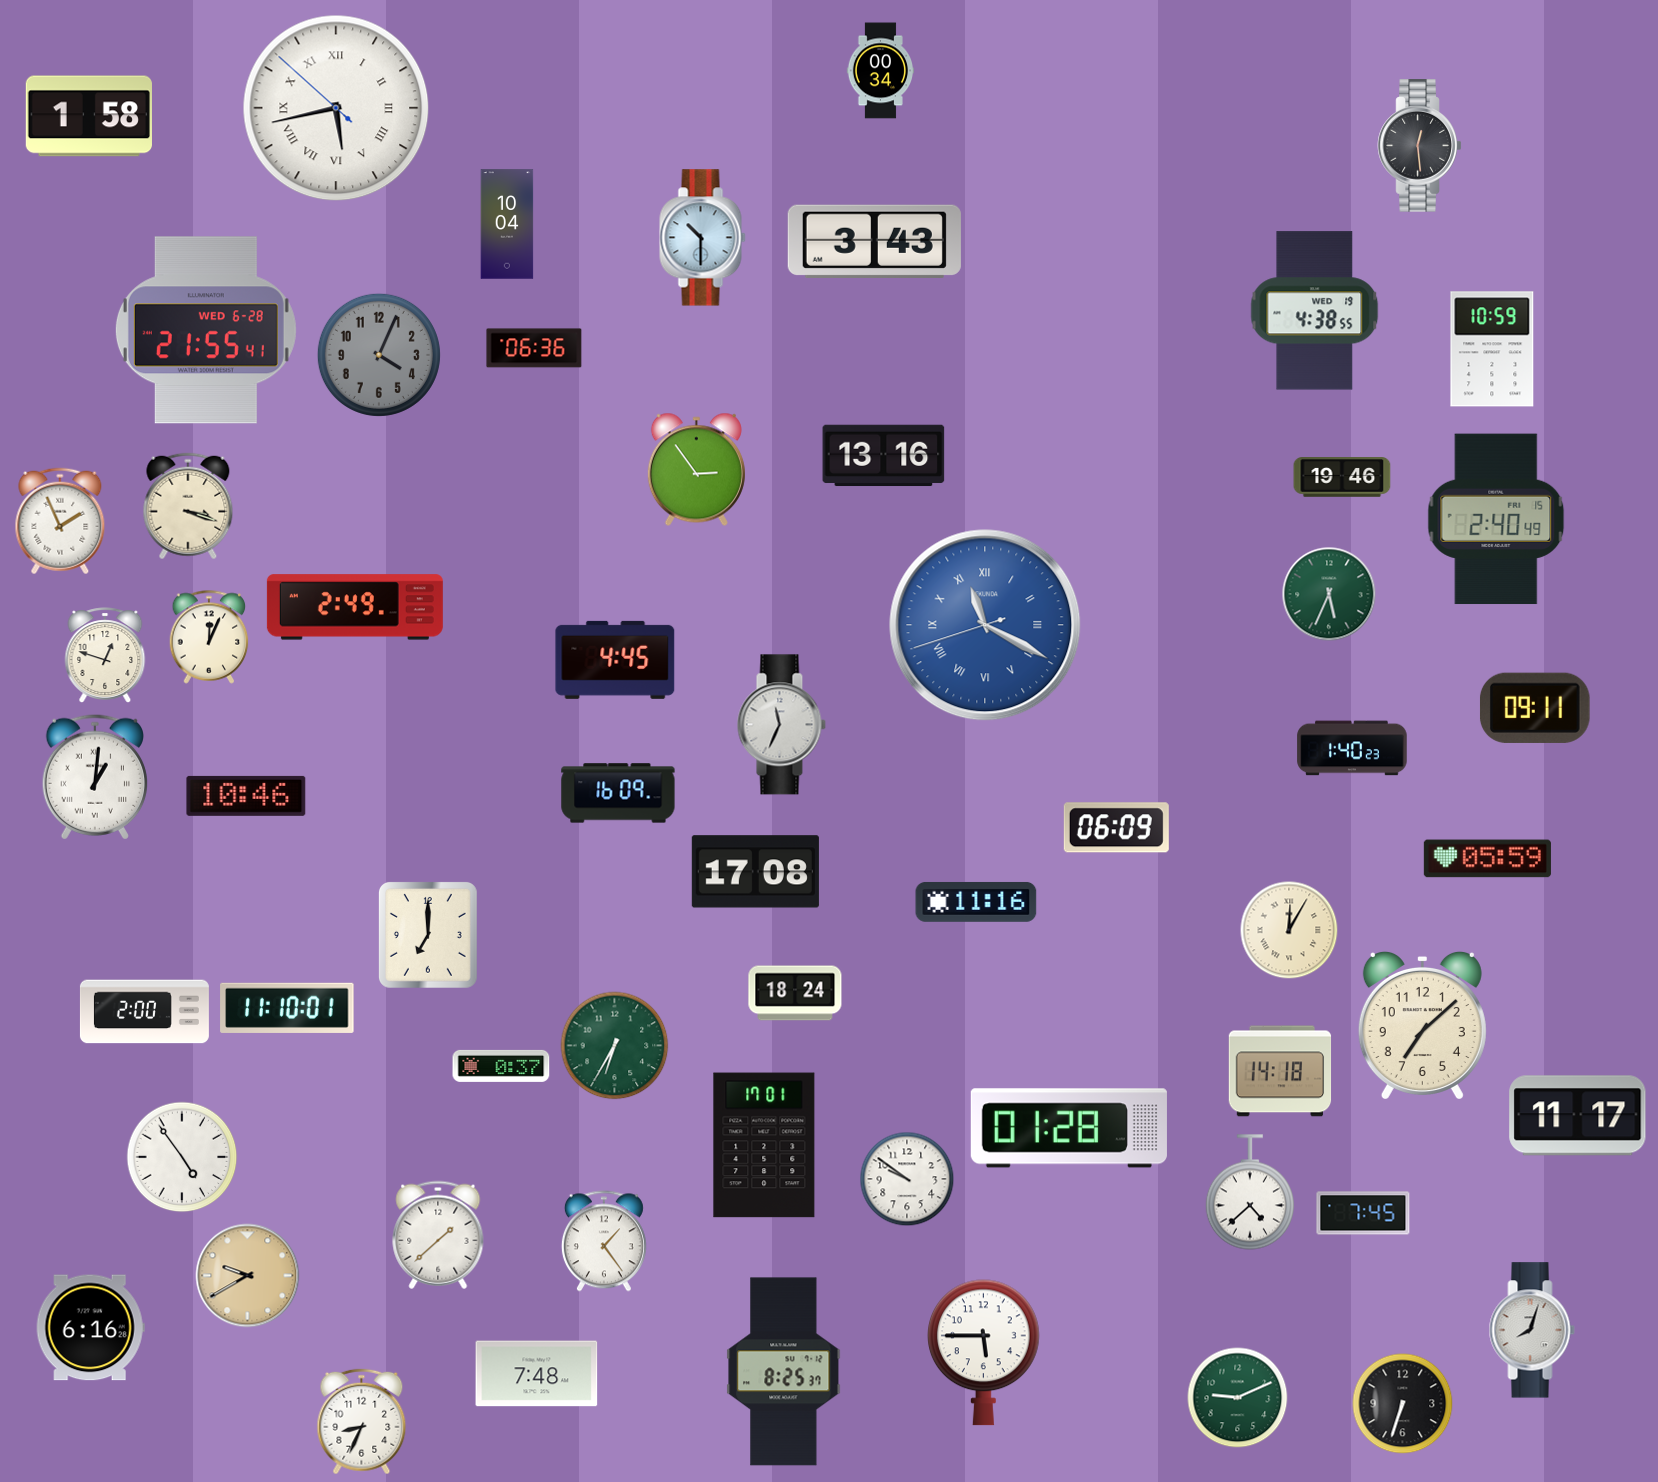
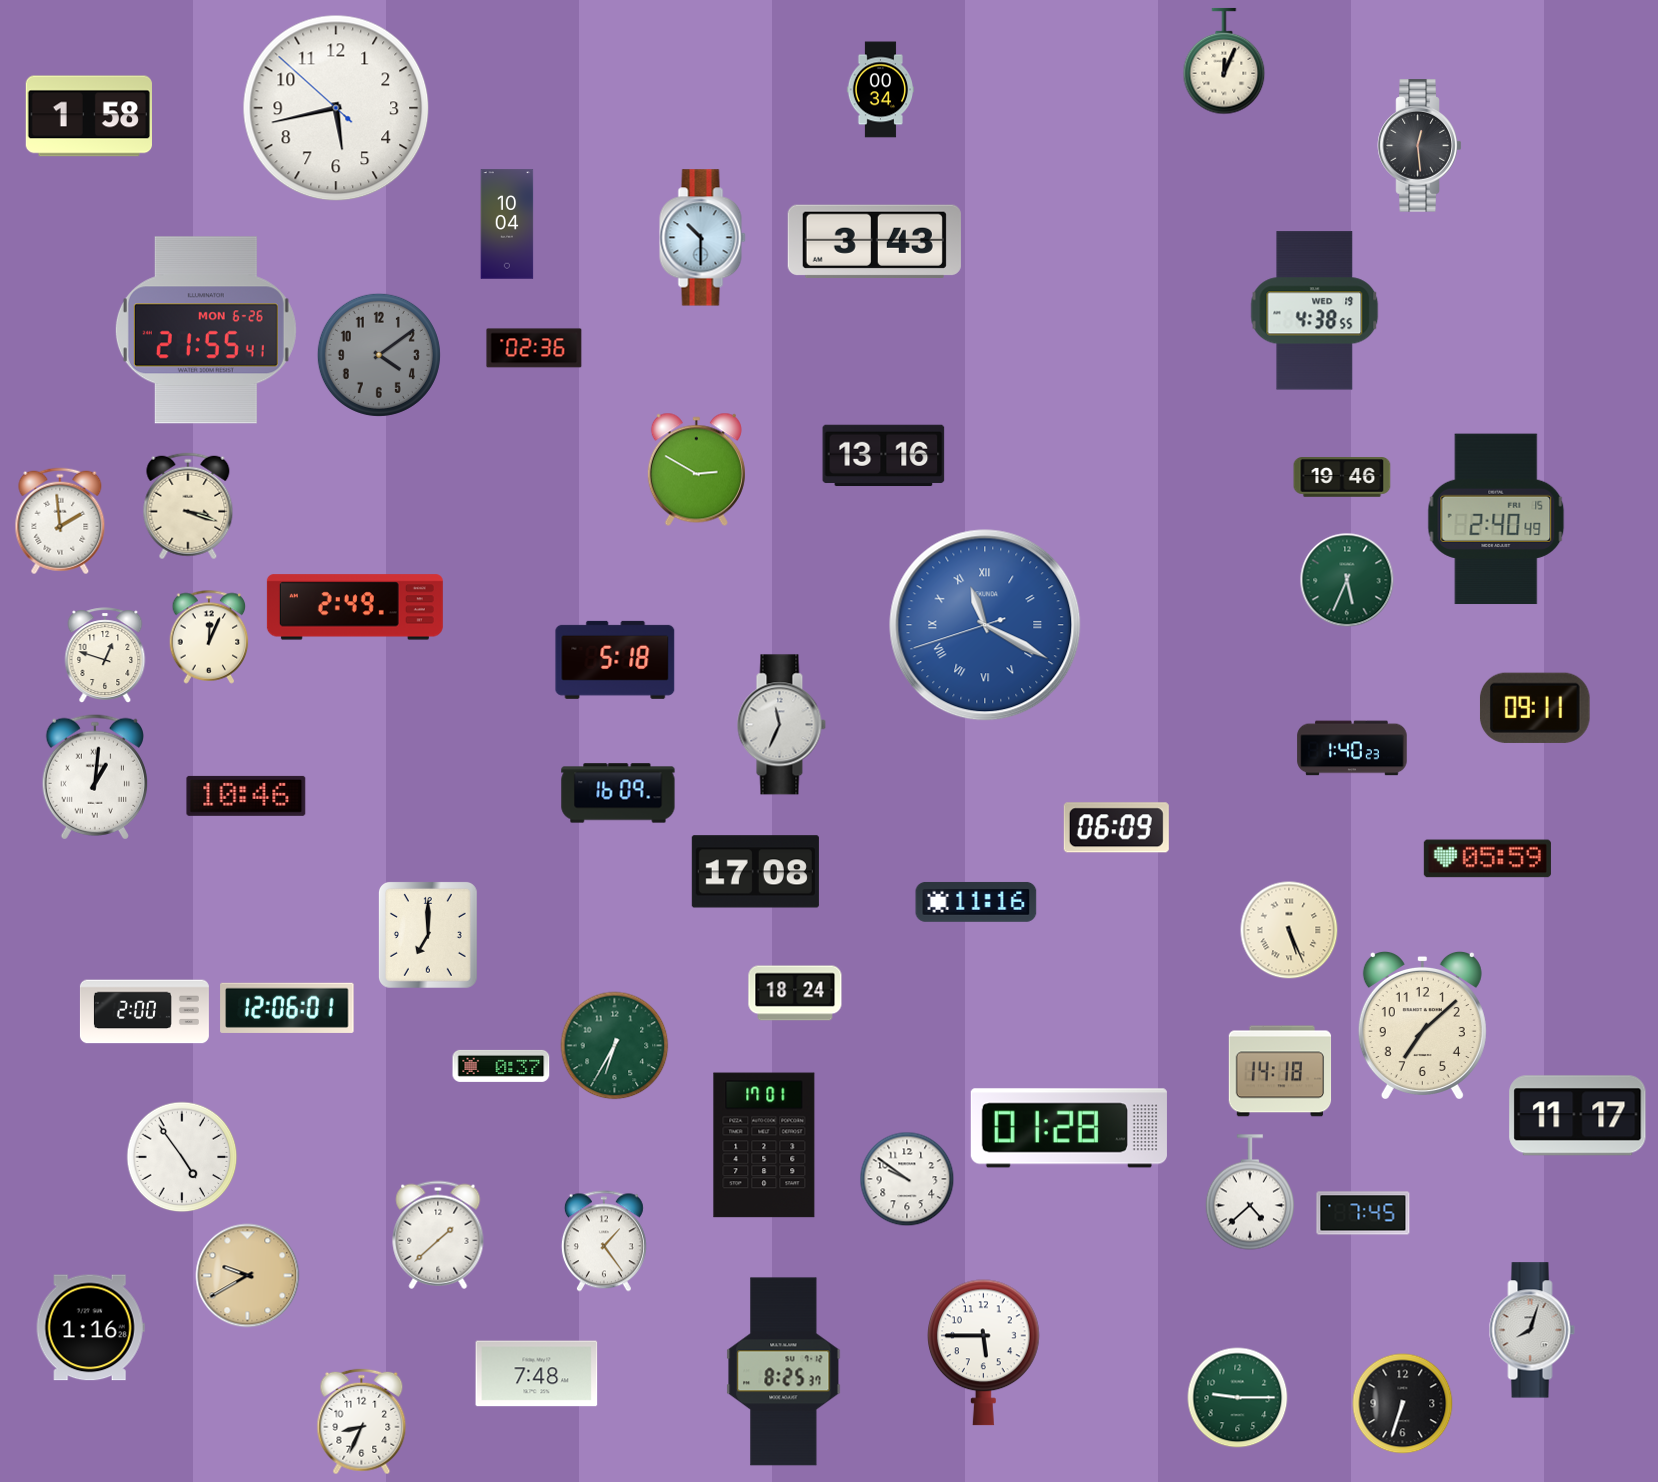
clock at (1224, 61): none -> 12:04
clock at (880, 71) position: (880, 71) -> (880, 90)
clock at (336, 108) numerals: Roman -> Arabic
clock at (206, 330) date: WED 6-28 -> MON 6-26
clock at (534, 348): 06:36 -> 02:36
clock at (1492, 349): 10:59 -> none
clock at (379, 355): 4:04 -> 4:09
clock at (696, 470): 2:54 -> 2:50
clock at (60, 521): 1:56 -> 1:59
clock at (1329, 594) position: (1329, 594) -> (1347, 580)
clock at (615, 660): 4:45 -> 5:18
clock at (1289, 930): 12:05 -> 5:26
clock at (287, 1008): 11:10 -> 12:06
clock at (90, 1328): 6:16 -> 1:16
clock at (1238, 1398): 9:11 -> 9:15
